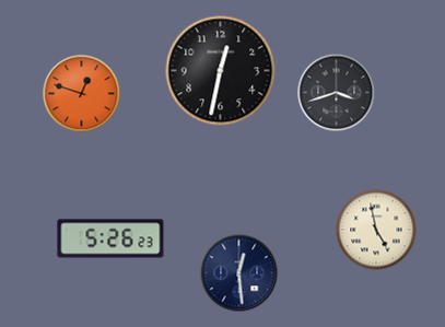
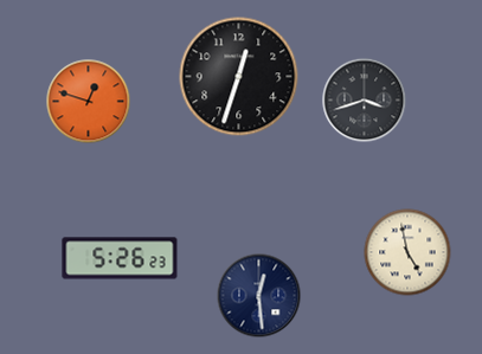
clock at (221, 71): 12:32 -> 12:33
clock at (376, 230) position: (376, 230) -> (407, 252)
